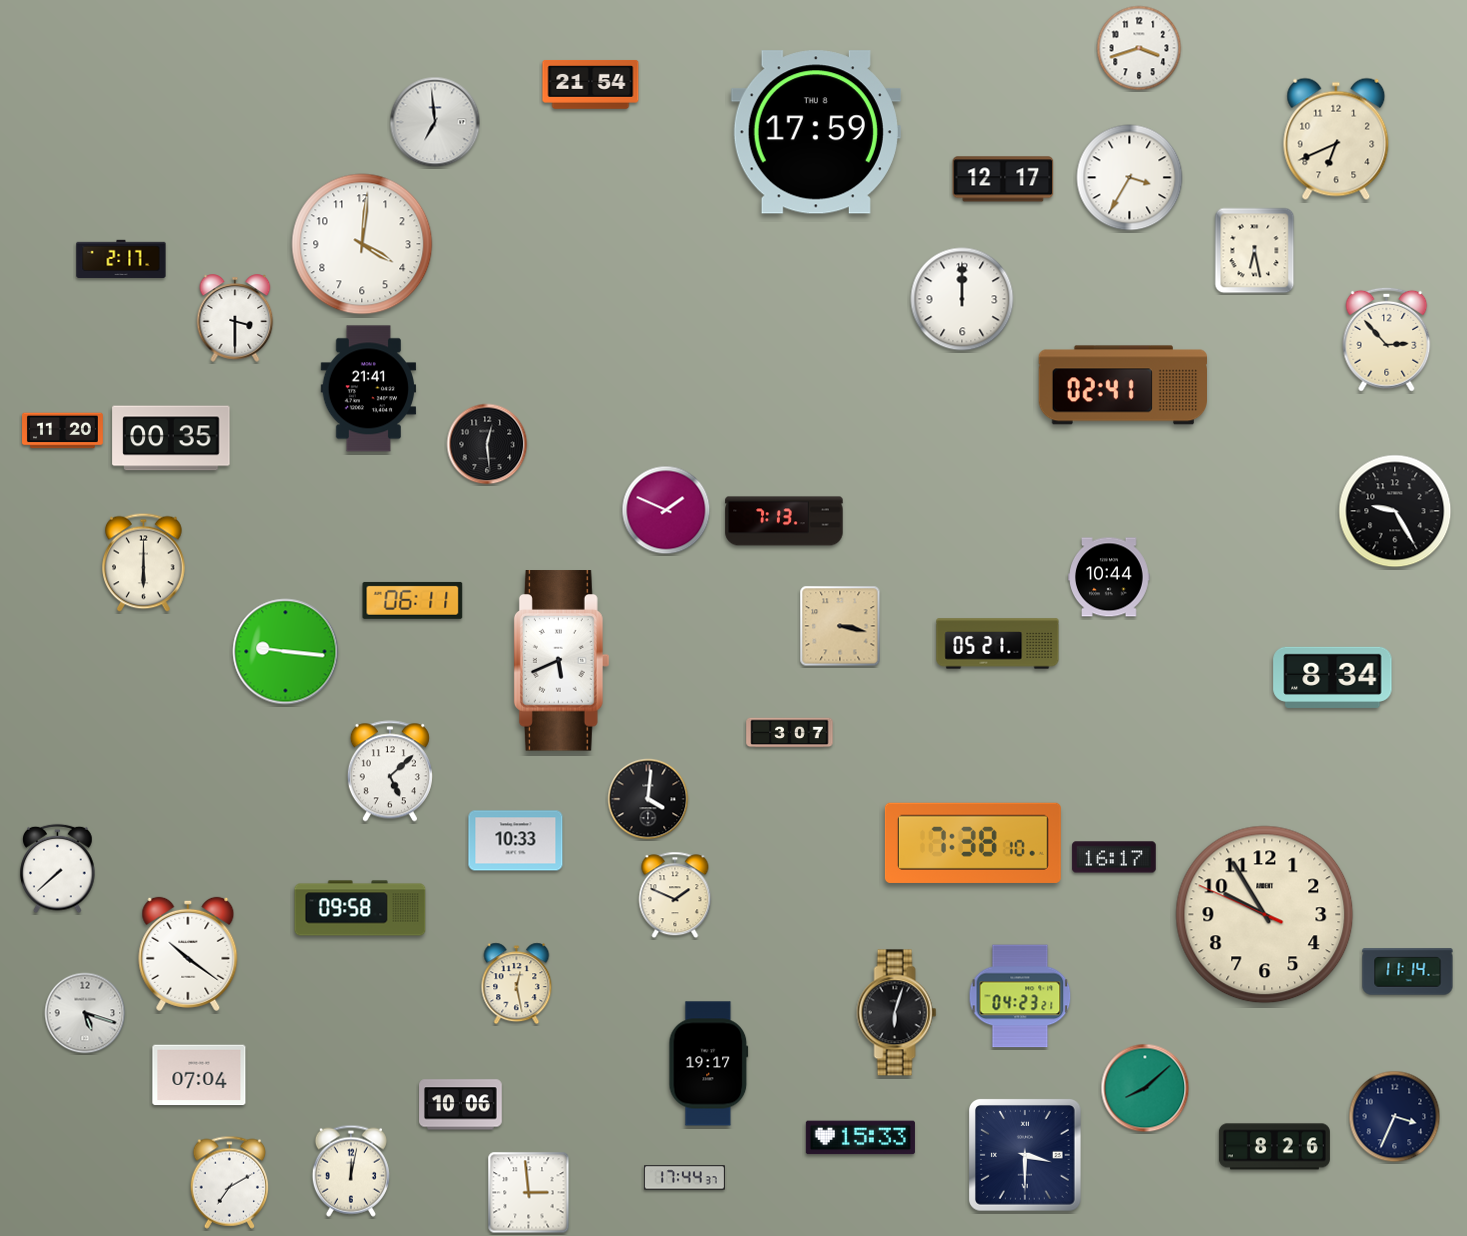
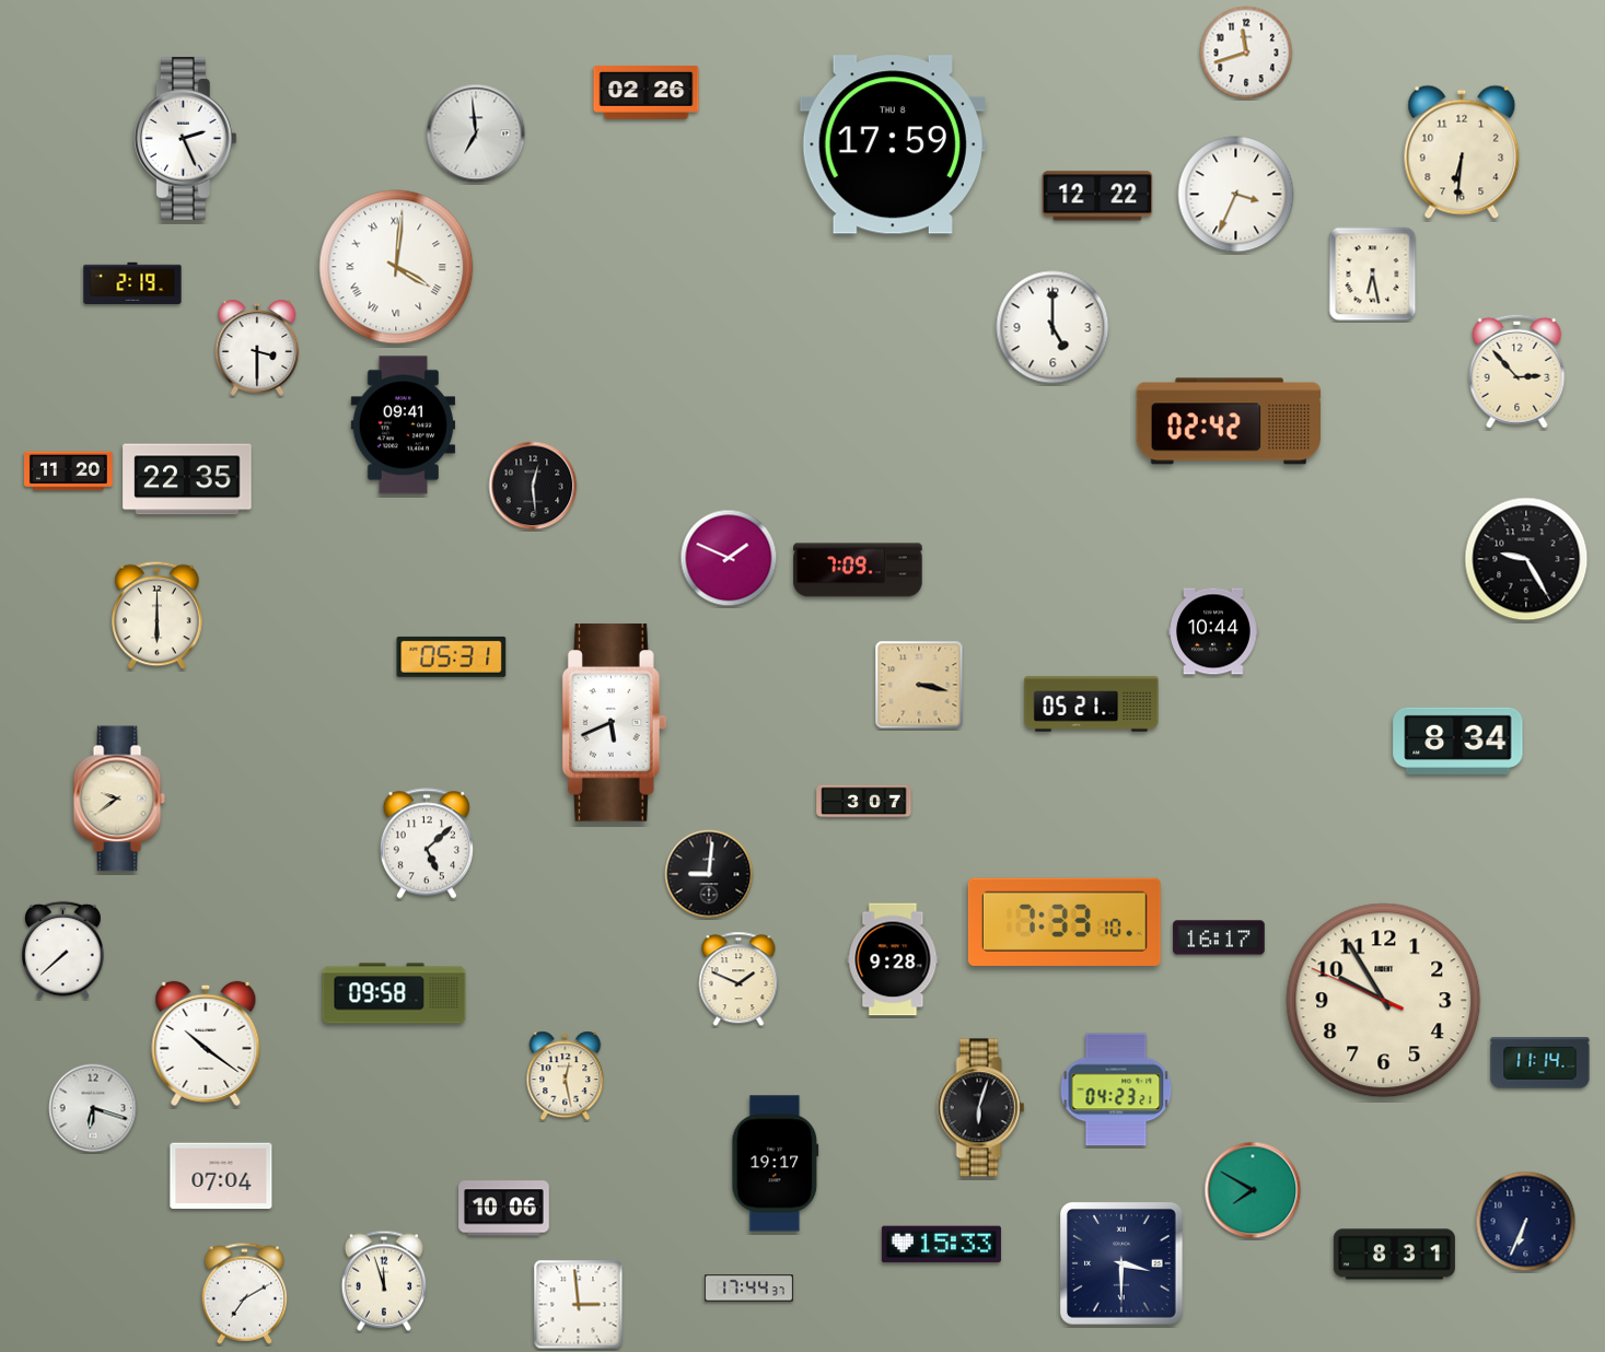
clock at (1139, 48): 3:42 -> 11:42
clock at (591, 84): 21:54 -> 02:26
clock at (185, 139): none -> 2:26
clock at (1336, 139): 6:41 -> 6:31
clock at (1130, 178): 3:35 -> 3:34
clock at (1003, 179): 12:17 -> 12:22
clock at (362, 244) numerals: Arabic -> Roman
clock at (121, 259): 2:17 -> 2:19
clock at (962, 299): 12:00 -> 5:00
clock at (1123, 385): 02:41 -> 02:42
clock at (369, 389): 21:41 -> 09:41
clock at (171, 438): 00:35 -> 22:35
clock at (784, 521): 7:13 -> 7:09
clock at (413, 600): 06:11 -> 05:31
clock at (286, 652): 9:16 -> none
clock at (119, 799): none -> 9:39
clock at (648, 799): 4:01 -> 9:01
clock at (516, 841): 10:33 -> none
clock at (973, 843): 7:38 -> 7:33
clock at (893, 959): none -> 9:28
clock at (85, 1013): 5:18 -> 6:18
clock at (199, 1075) position: (199, 1075) -> (221, 1176)
clock at (1145, 1088): 8:08 -> 7:50
clock at (1395, 1117): 3:34 -> 6:34
clock at (1274, 1147): 8:26 -> 8:31
clock at (351, 1171): 12:02 -> 11:57
clock at (230, 1182) position: (230, 1182) -> (245, 1293)
